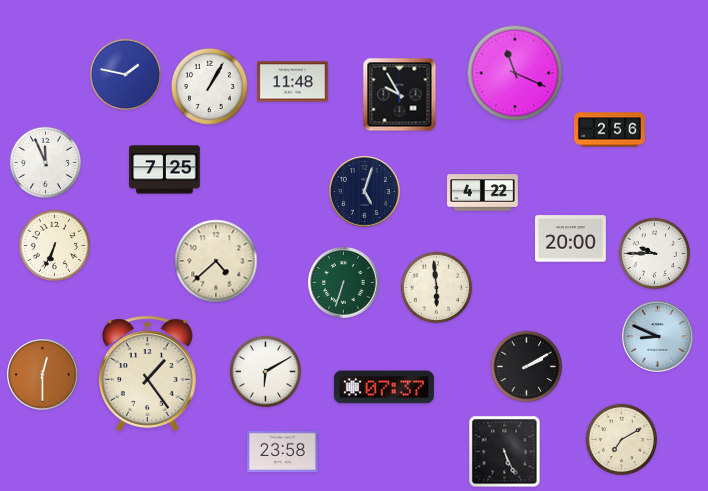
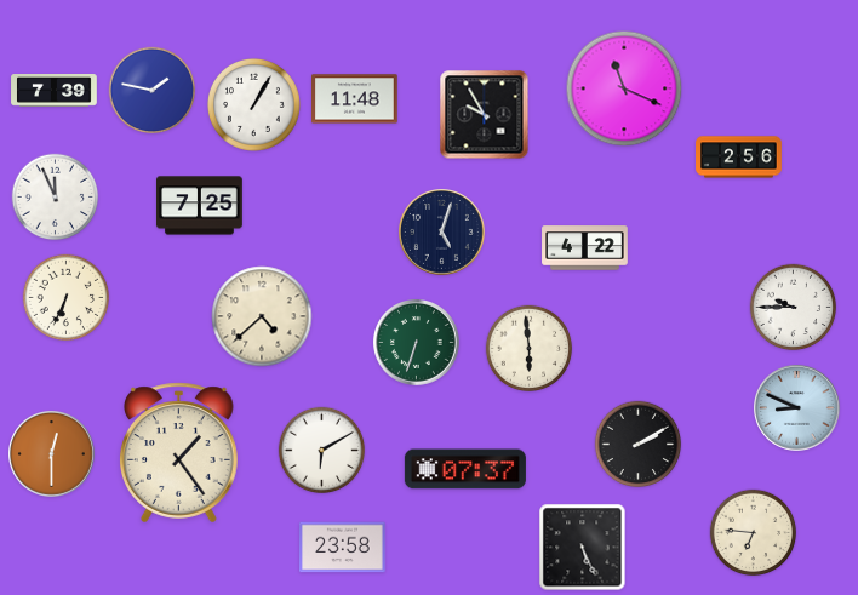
clock at (55, 91): none -> 7:39
clock at (483, 193) position: (483, 193) -> (585, 248)
clock at (571, 239): 20:00 -> none
clock at (622, 440): 7:10 -> 6:46
clock at (505, 452) position: (505, 452) -> (583, 548)
